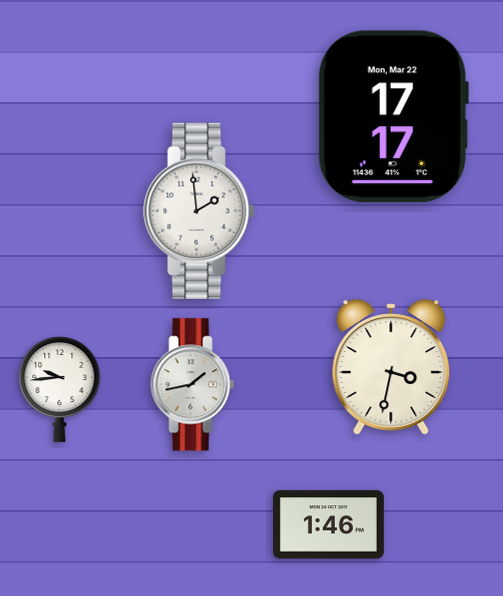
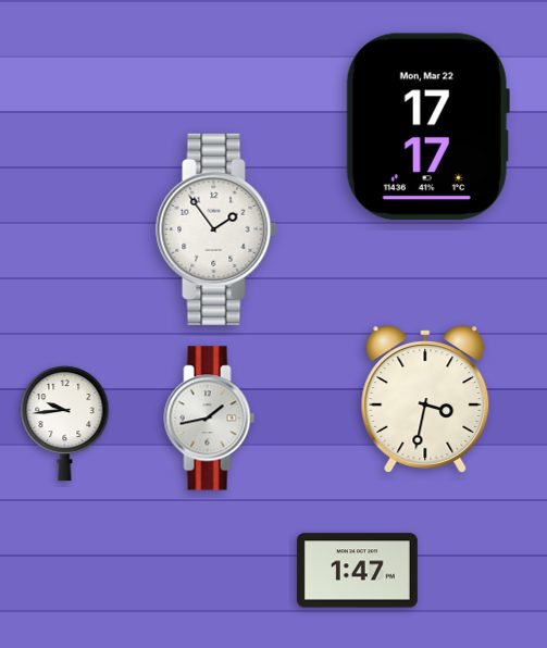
clock at (199, 211): 1:59 -> 1:54
clock at (328, 525): 1:46 -> 1:47
